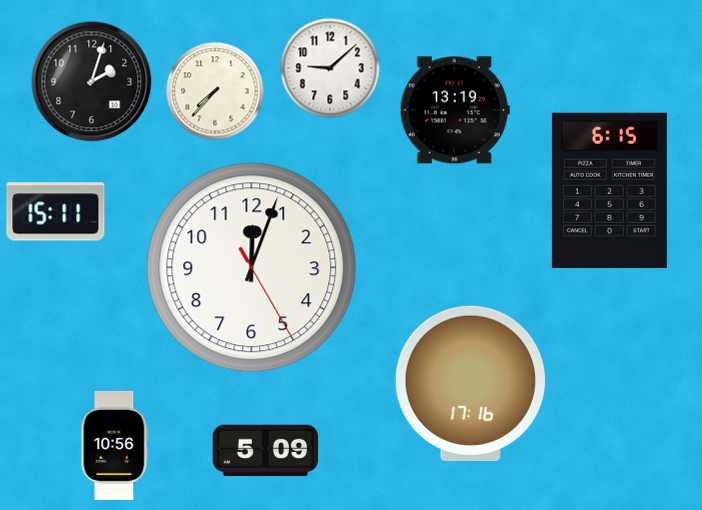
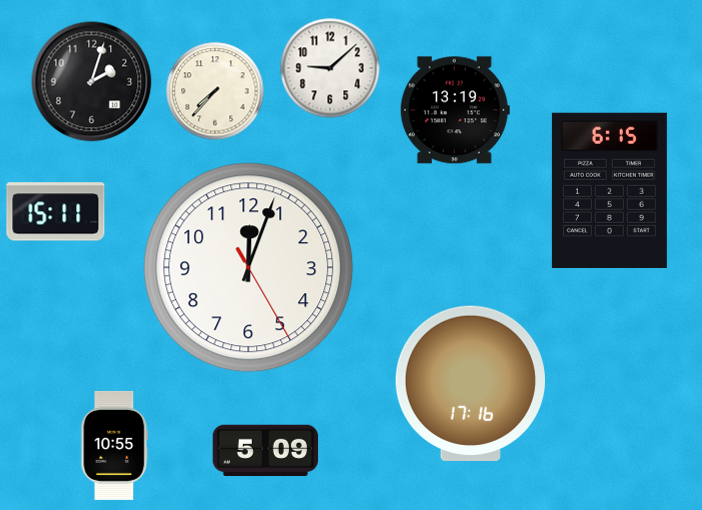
clock at (252, 268) position: (252, 268) -> (249, 268)
clock at (115, 445): 10:56 -> 10:55
